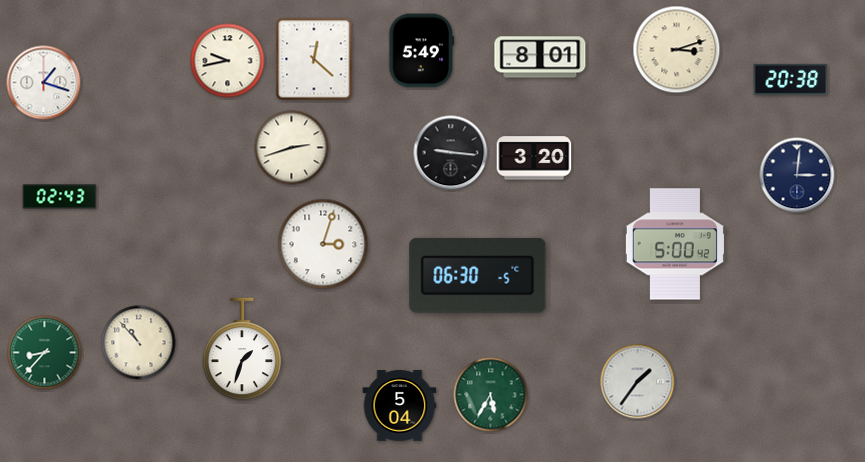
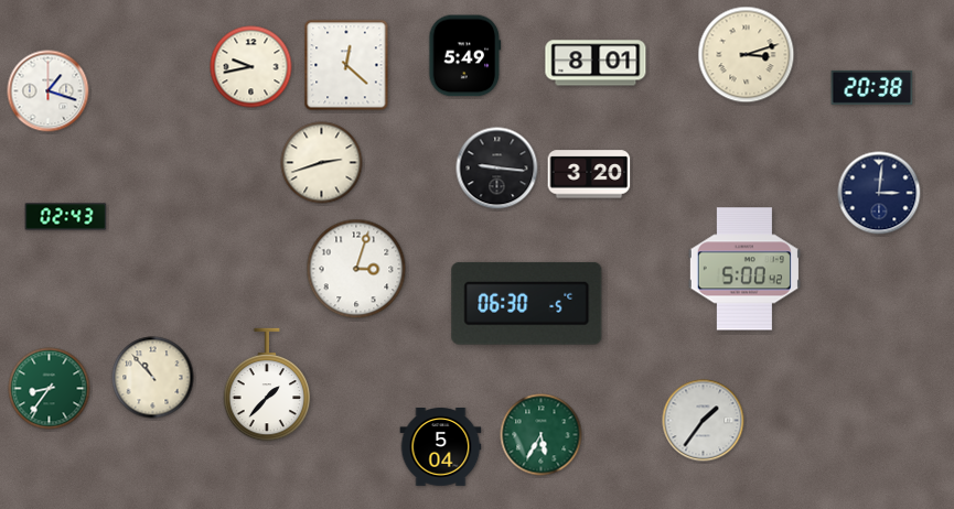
clock at (242, 349): 1:33 -> 1:37
clock at (45, 353): 8:37 -> 8:36
